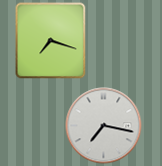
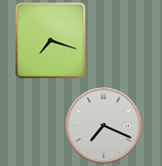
clock at (104, 126): 7:17 -> 7:19
